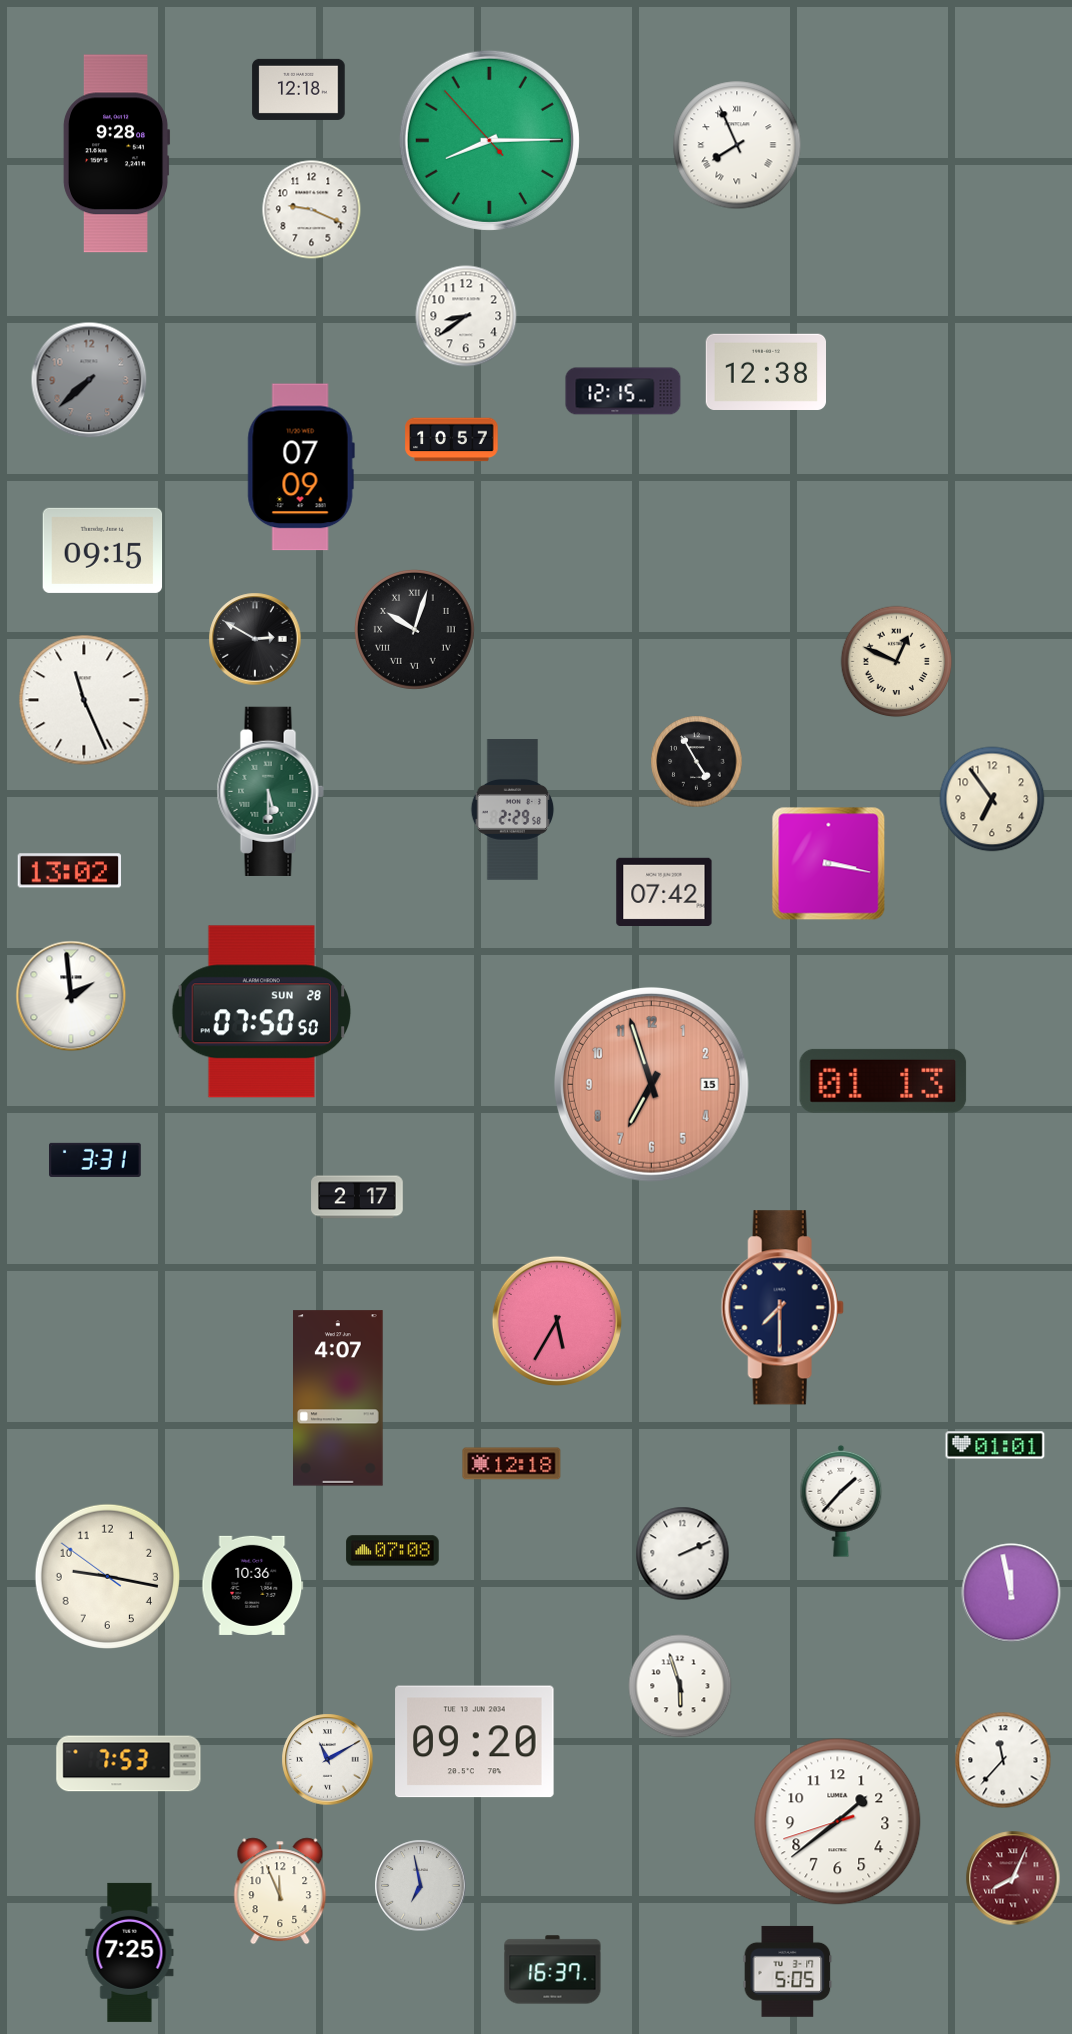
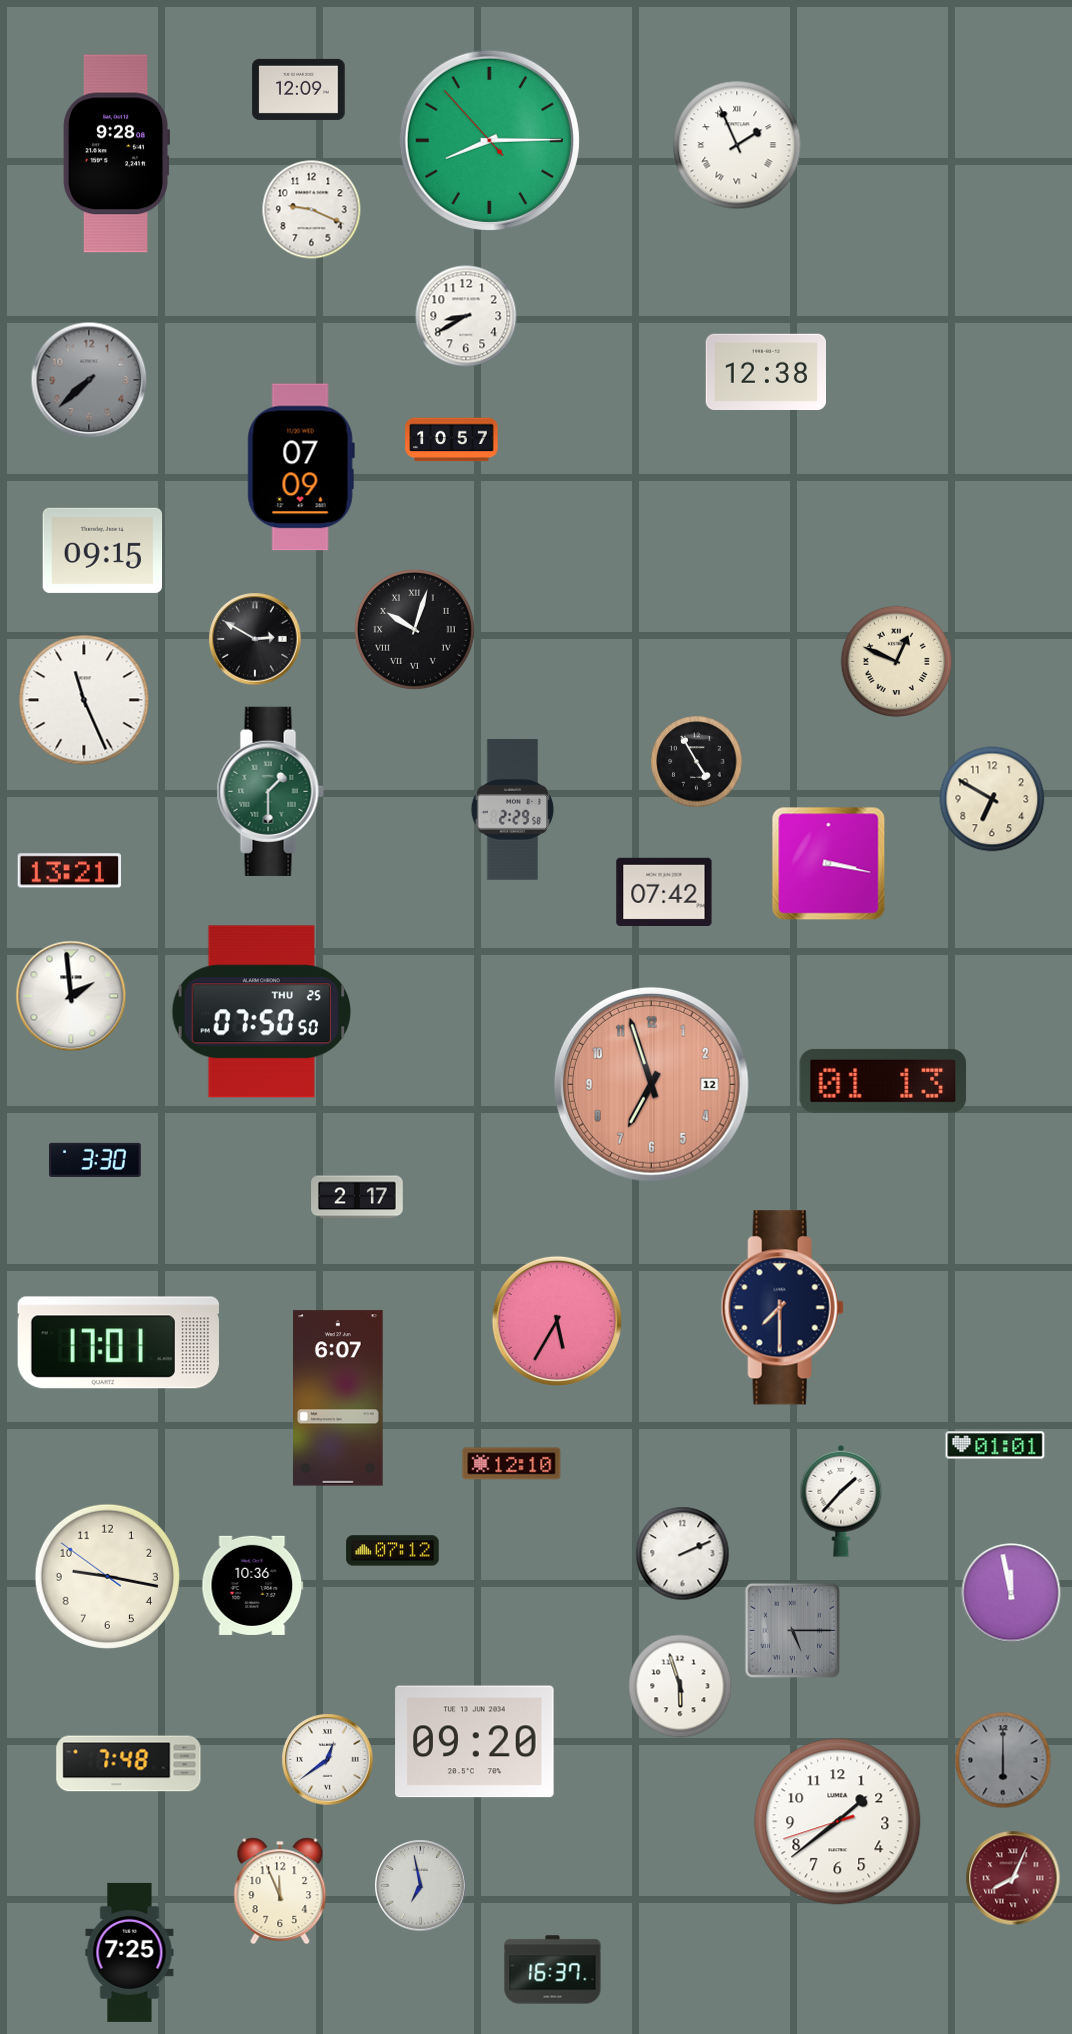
clock at (299, 89): 12:18 -> 12:09
clock at (737, 145): 7:56 -> 1:56
clock at (466, 316): 8:39 -> 8:40
clock at (623, 391): 12:15 -> none
clock at (270, 791): 5:30 -> 1:30
clock at (992, 799): 6:54 -> 6:50
clock at (69, 871): 13:02 -> 13:21
clock at (262, 1012) date: SUN 28 -> THU 25
clock at (651, 1084) date: 15 -> 12
clock at (96, 1160): 3:31 -> 3:30
clock at (118, 1343): none -> 17:01
clock at (339, 1398): 4:07 -> 6:07
clock at (512, 1464): 12:18 -> 12:10
clock at (393, 1551): 07:08 -> 07:12
clock at (792, 1630): none -> 5:15
clock at (328, 1760): 11:10 -> 12:39
clock at (1003, 1760): 11:37 -> 6:00
clock at (1003, 1760) dial: white -> grey
clock at (129, 1764): 7:53 -> 7:48
clock at (788, 1971): 5:05 -> none
